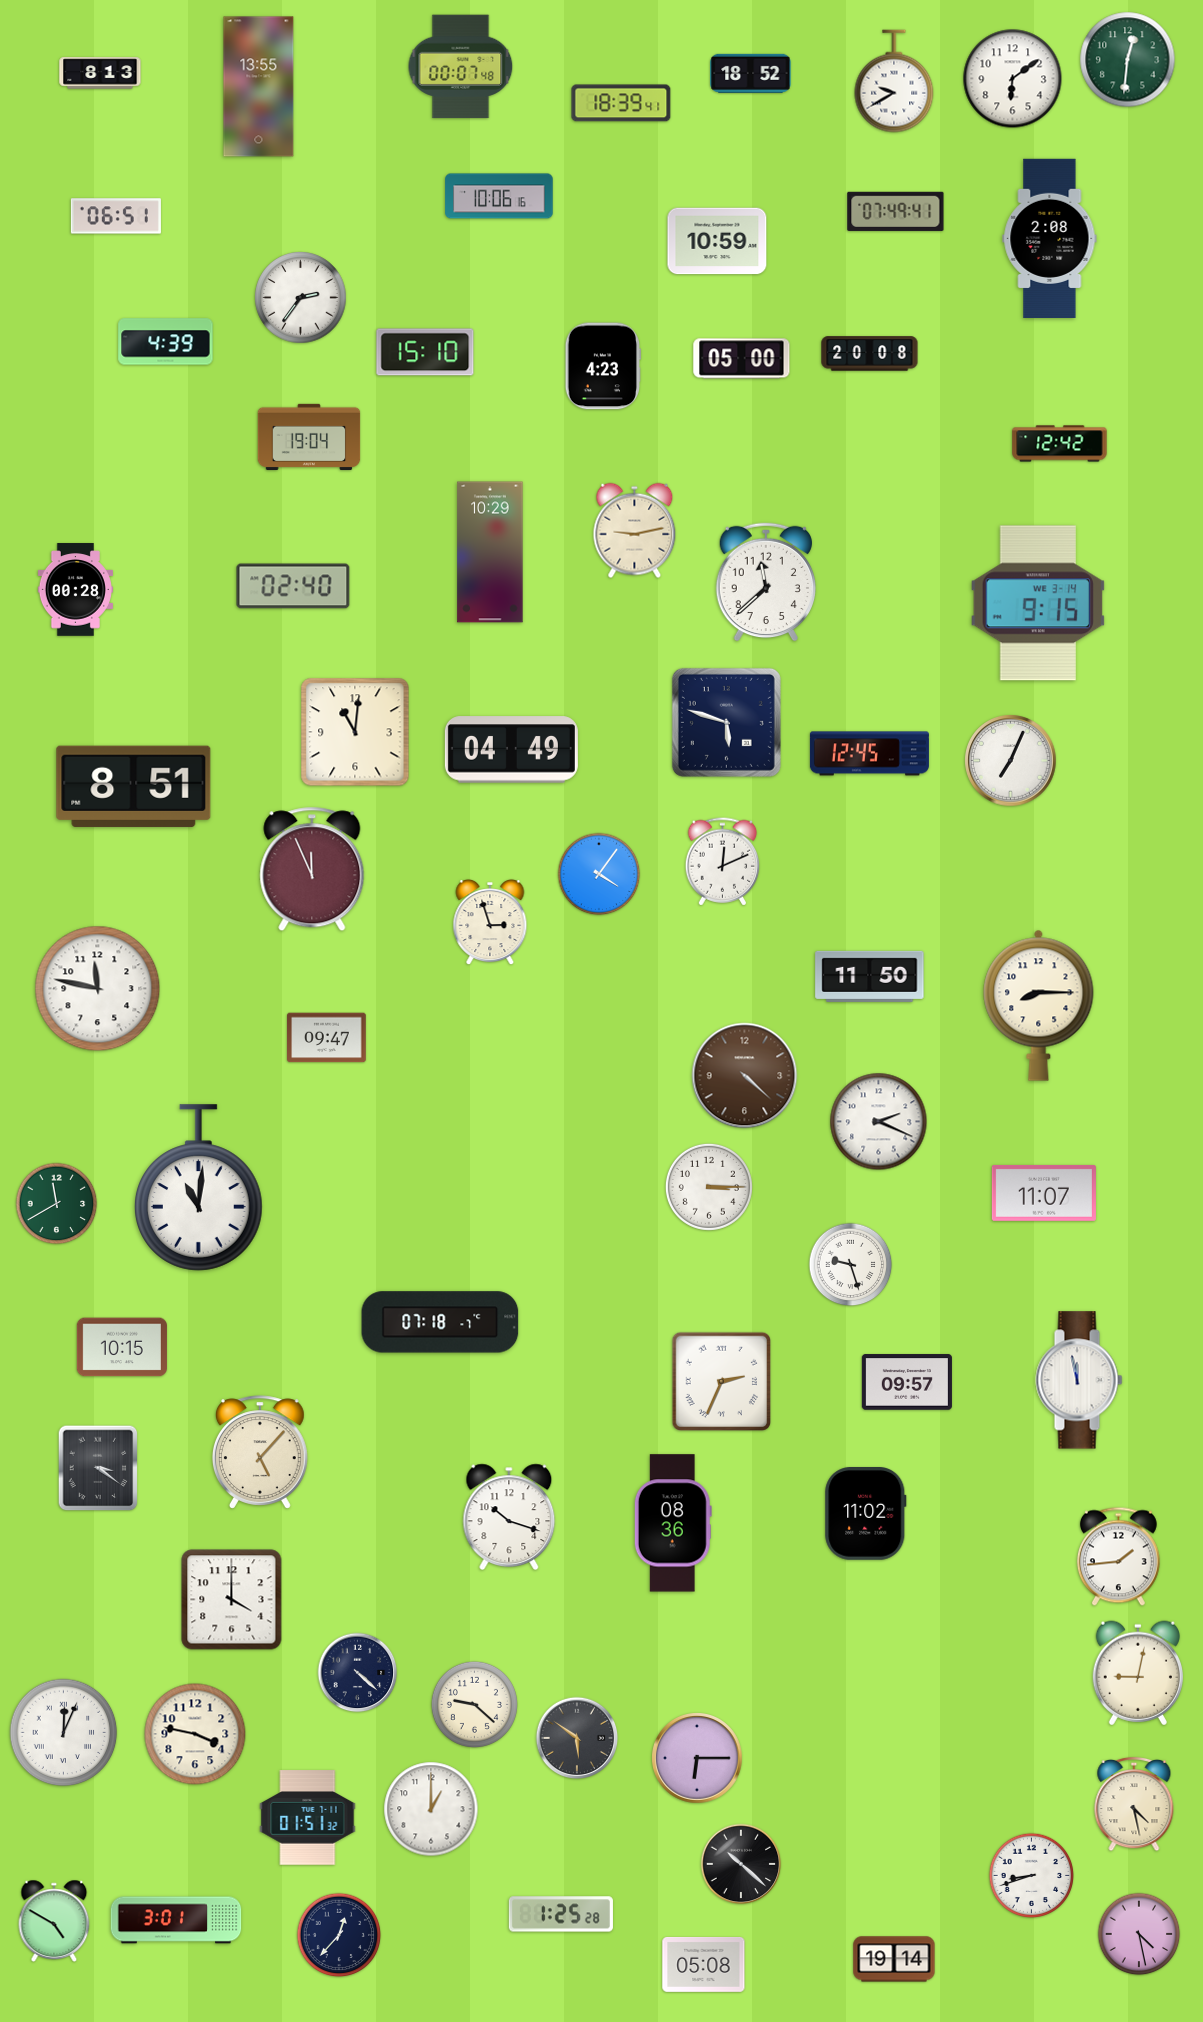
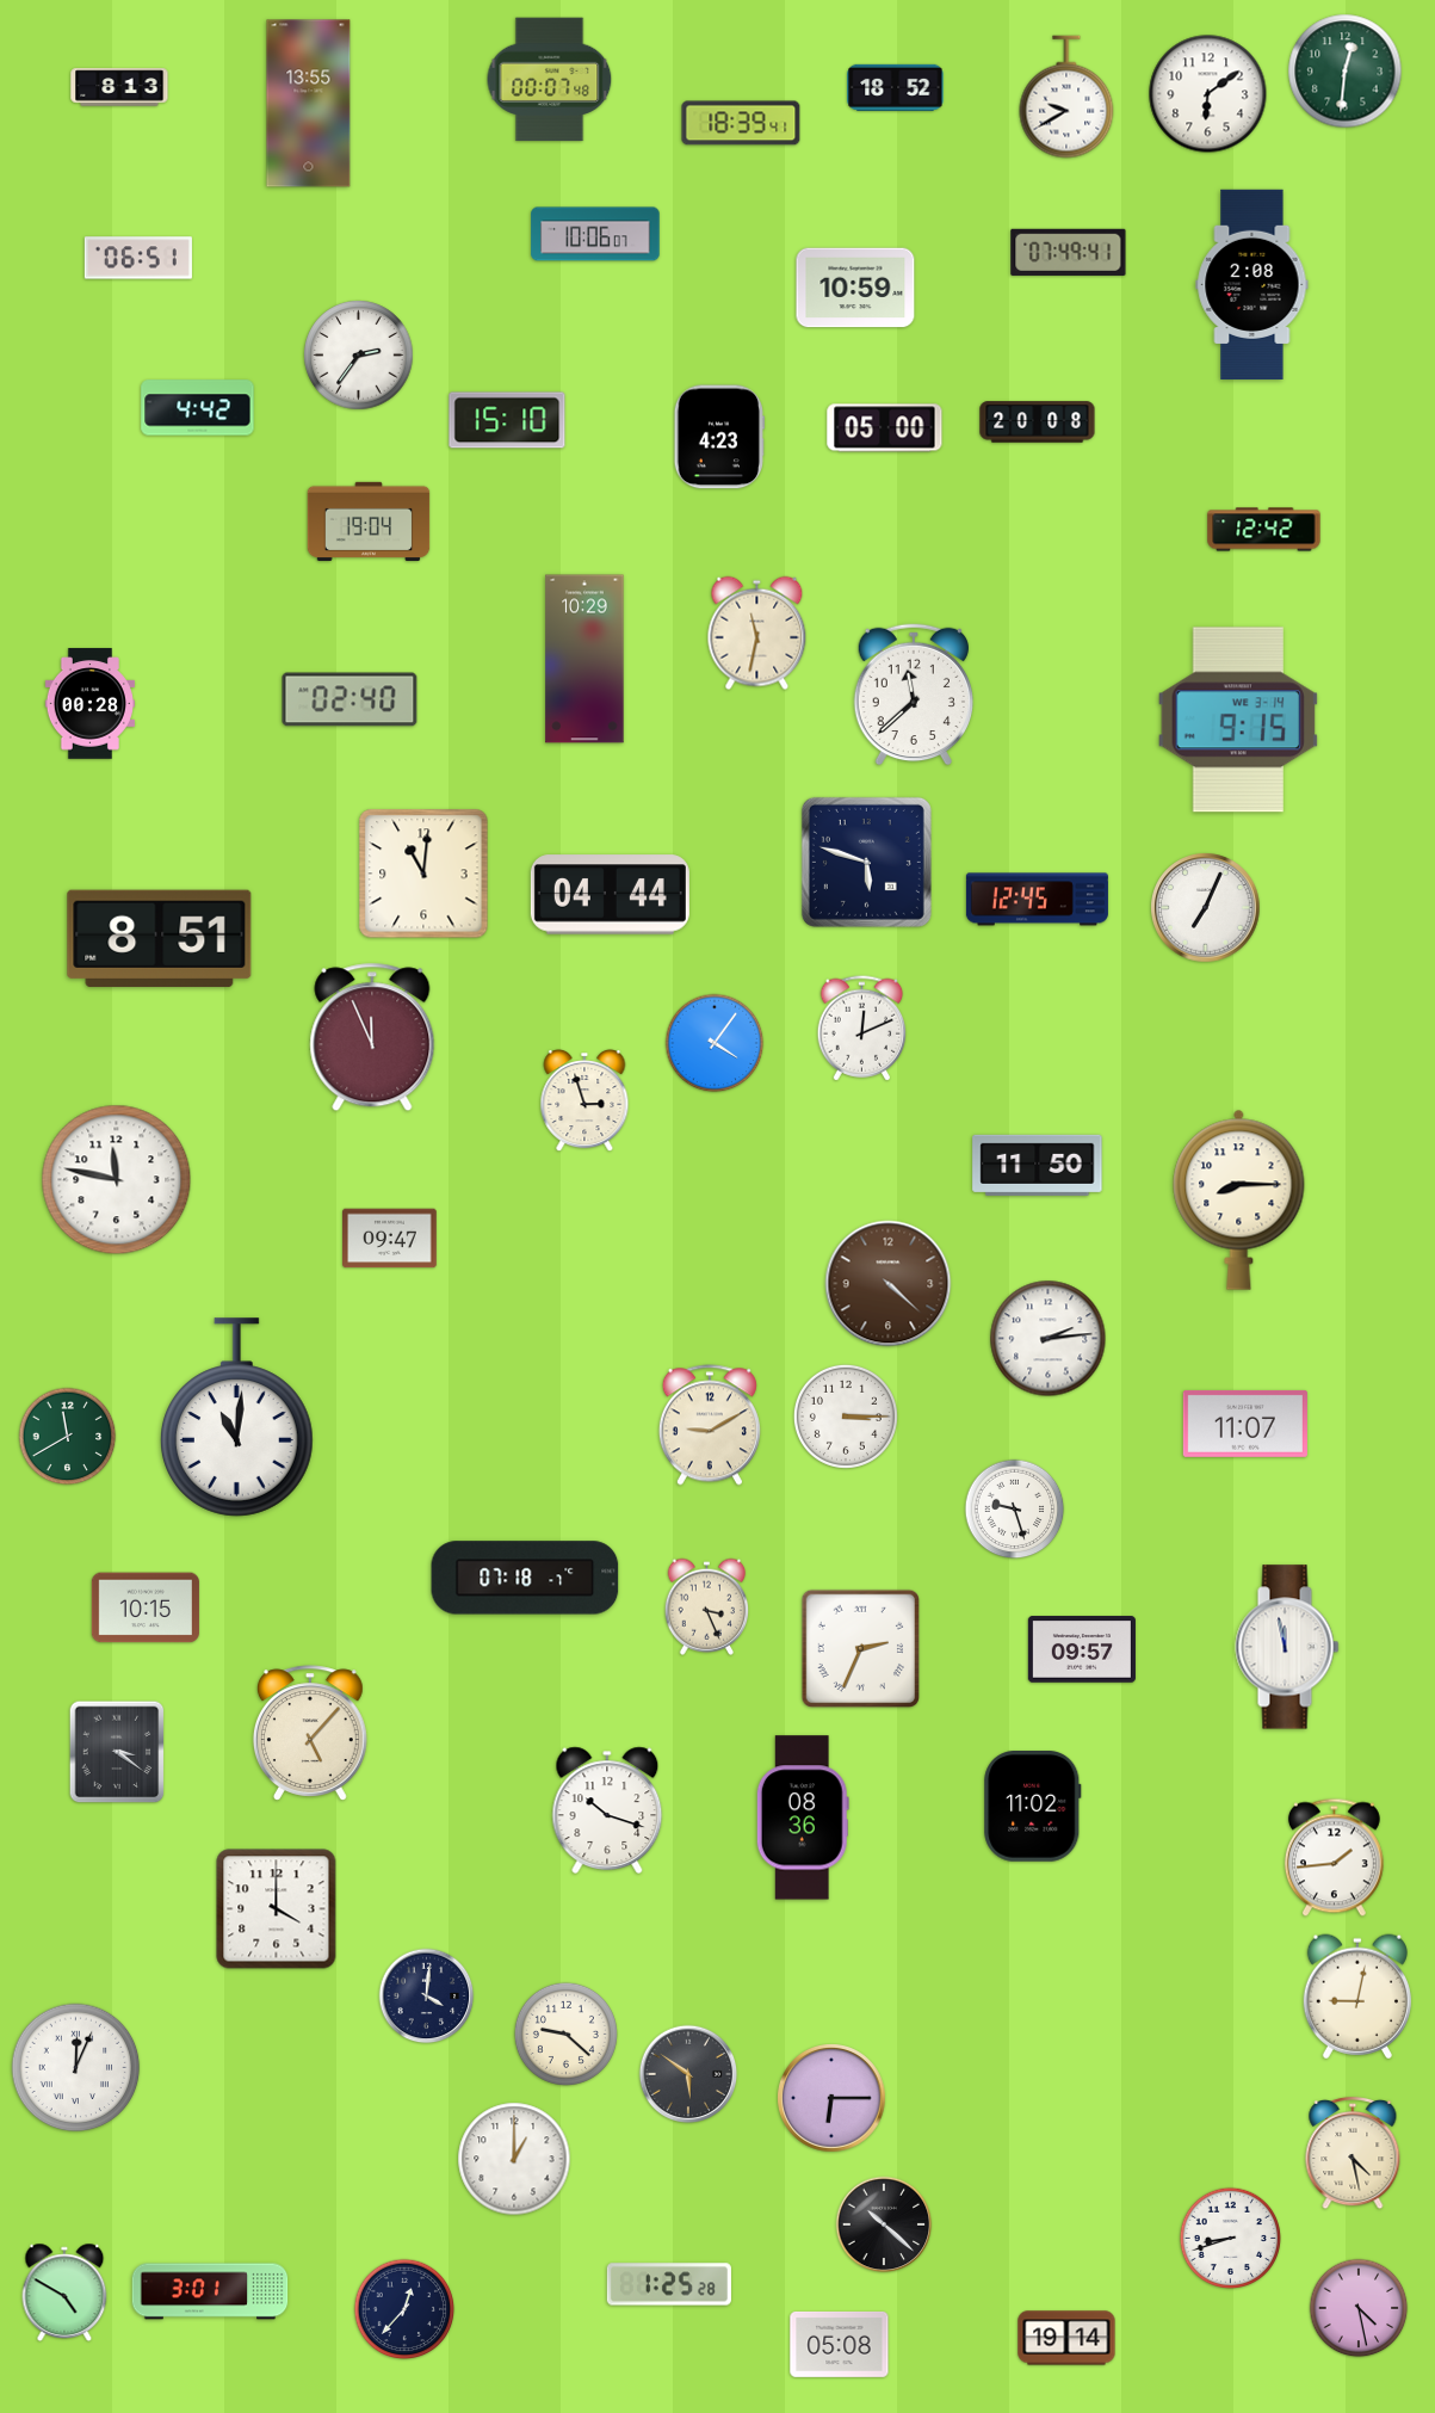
clock at (499, 196): 10:06:16 -> 10:06:07
clock at (166, 342): 4:39 -> 4:42
clock at (635, 531): 9:13 -> 11:32
clock at (511, 750): 04:49 -> 04:44
clock at (879, 1122): 2:19 -> 2:14
clock at (710, 1425): none -> 9:10
clock at (707, 1606): none -> 3:26
clock at (358, 1673): 4:22 -> 4:01
clock at (195, 1734): 3:47 -> none
clock at (308, 1818): 01:51 -> none
